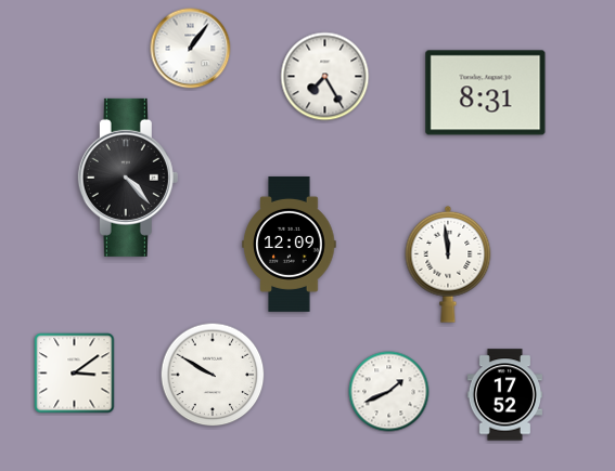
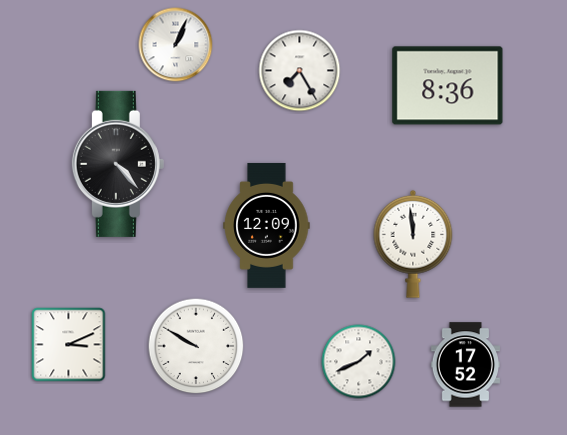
clock at (191, 49): 1:06 -> 1:04
clock at (486, 93): 8:31 -> 8:36
clock at (75, 374): 3:09 -> 3:11
